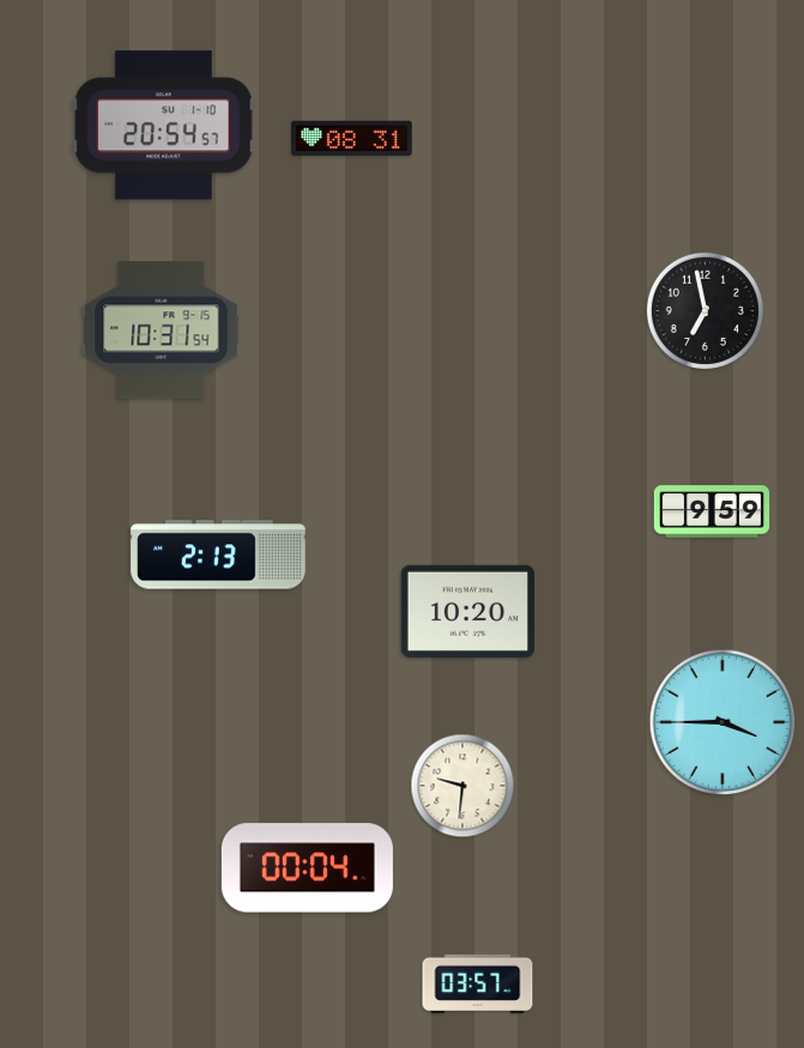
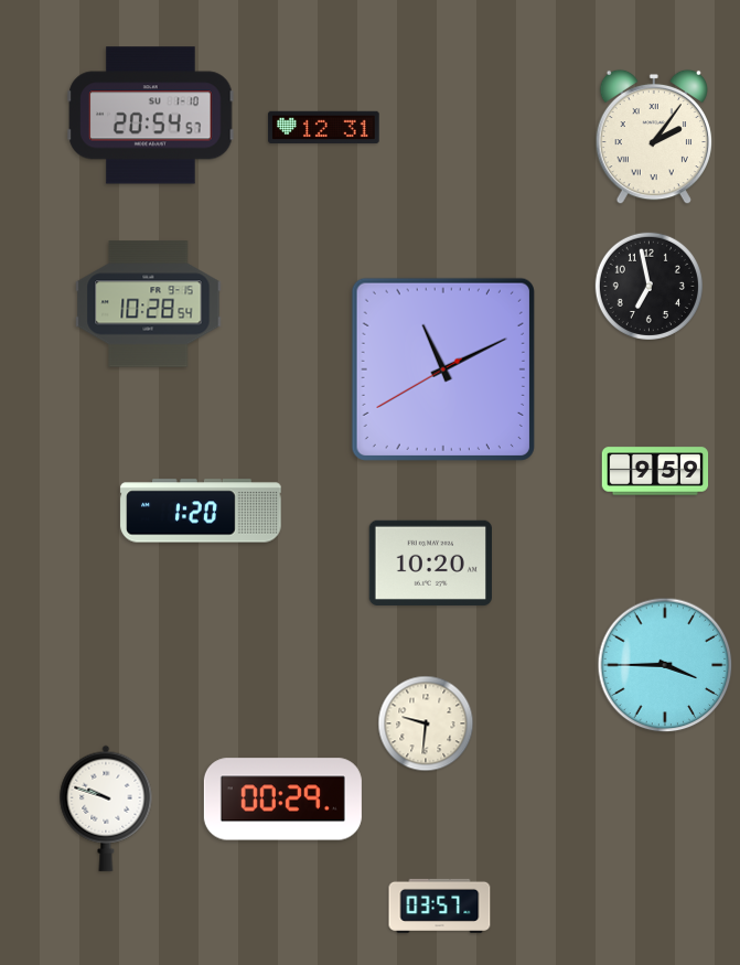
clock at (352, 139): 08:31 -> 12:31
clock at (654, 137): none -> 2:06
clock at (162, 331): 10:31 -> 10:28
clock at (443, 369): none -> 11:10
clock at (218, 555): 2:13 -> 1:20
clock at (307, 868): 00:04 -> 00:29
clock at (106, 808): none -> 9:48
